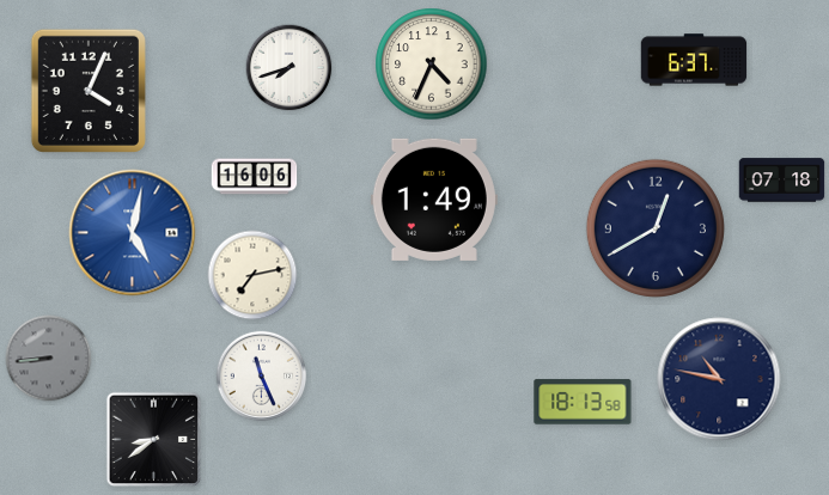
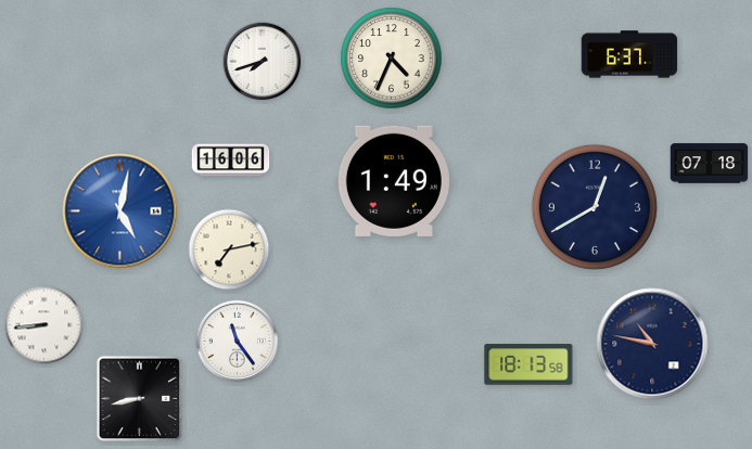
clock at (89, 91): 4:04 -> none
clock at (49, 359) dial: grey -> white
clock at (262, 377): 11:26 -> 11:24
clock at (154, 440): 8:39 -> 8:43
